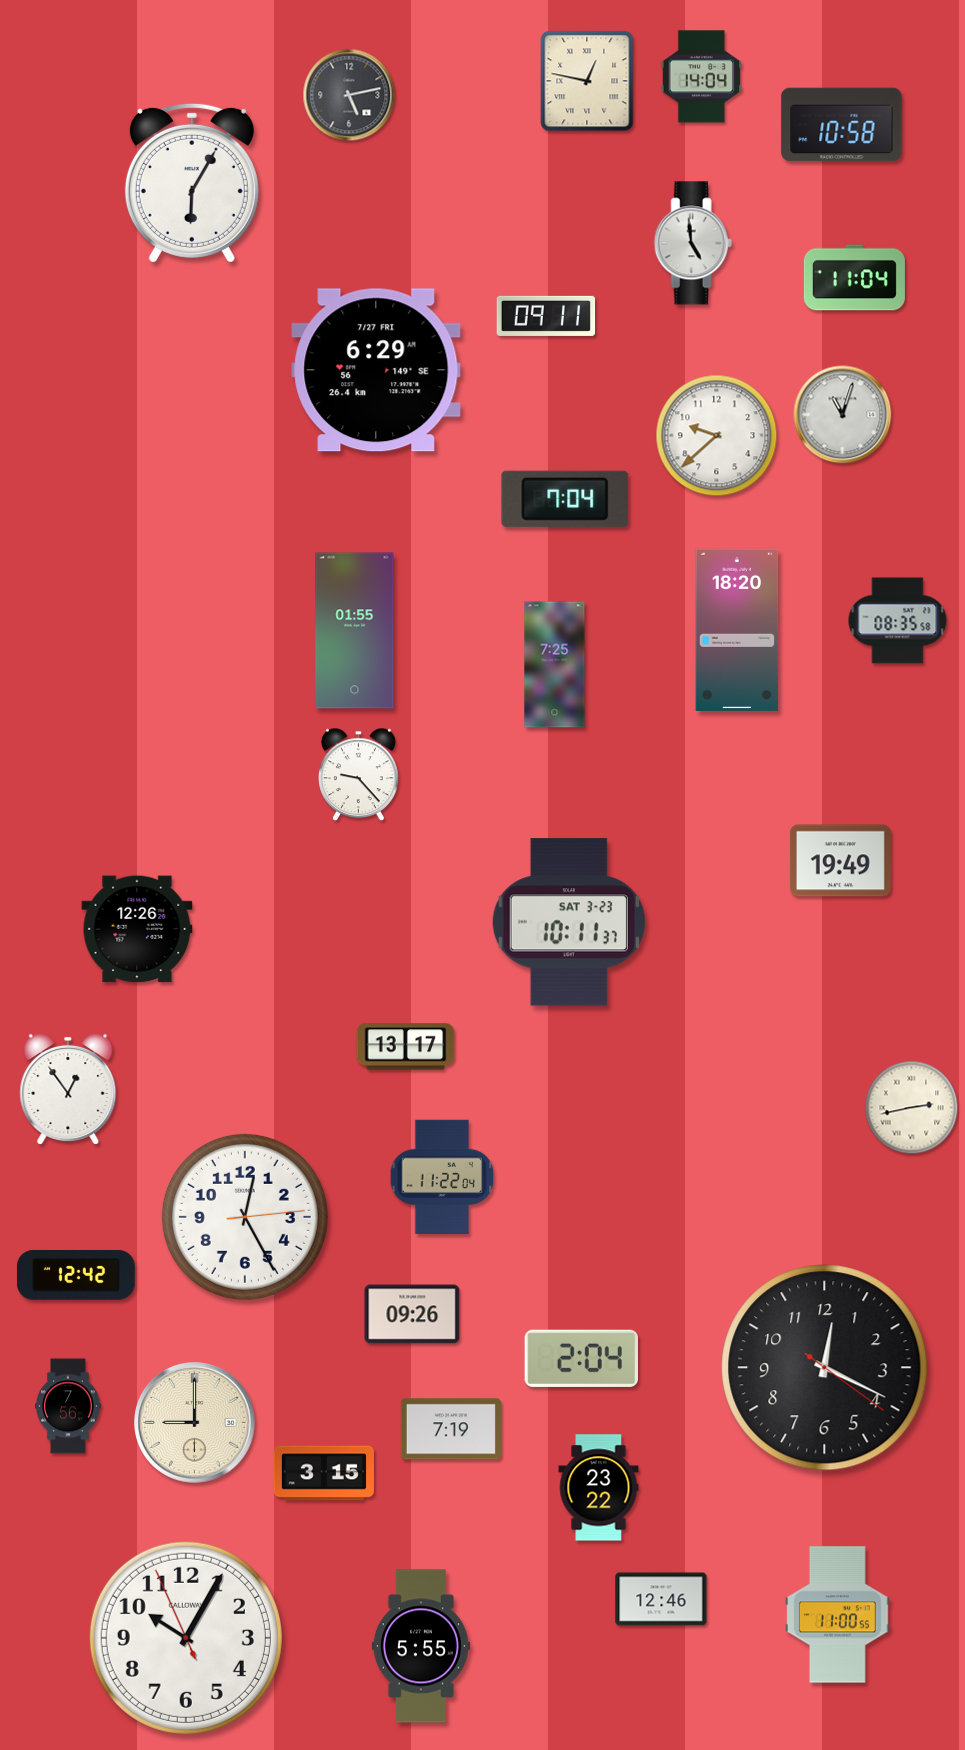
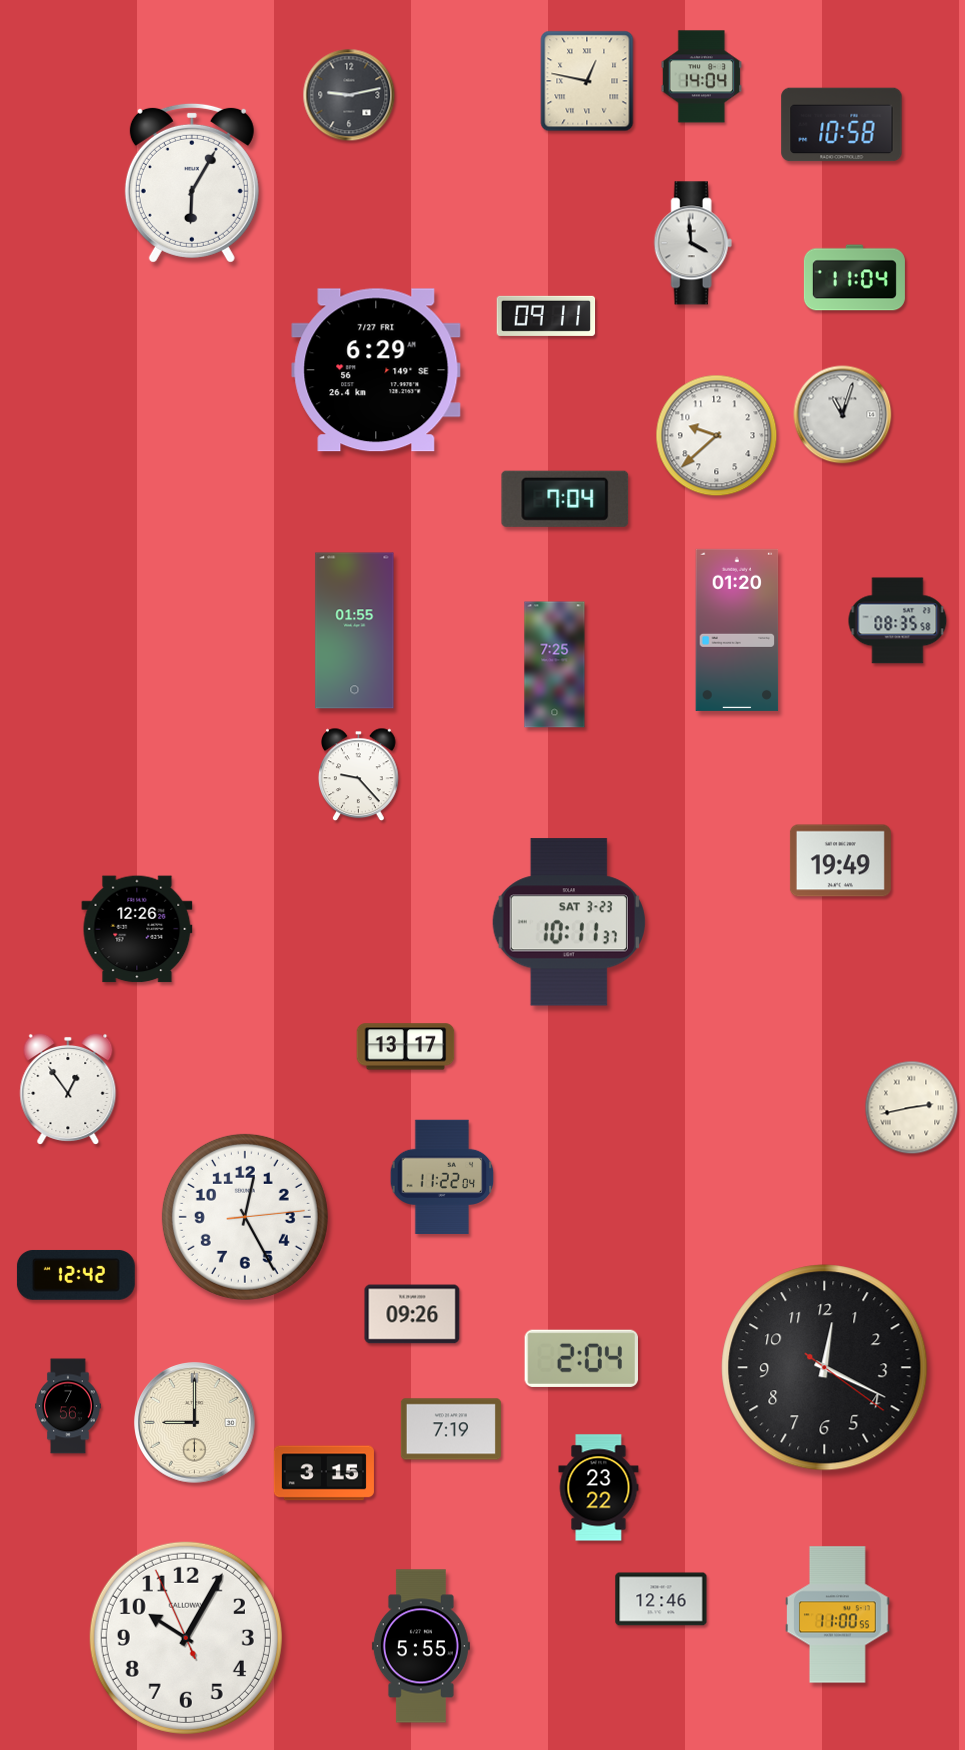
clock at (349, 95): 5:13 -> 9:13
clock at (693, 243): 4:59 -> 3:59
clock at (737, 630): 18:20 -> 01:20
